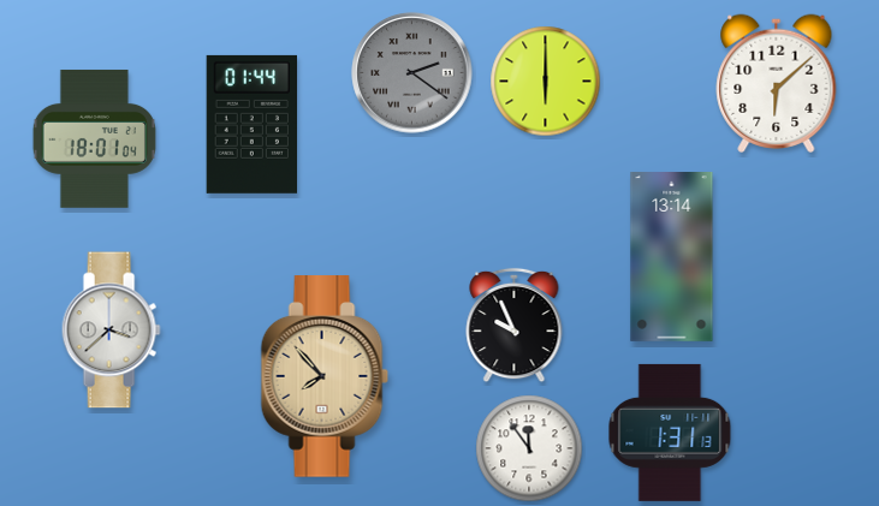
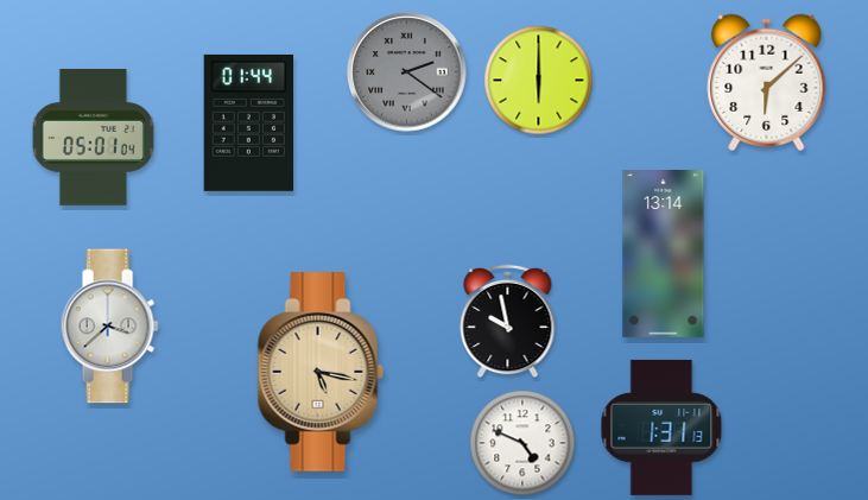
clock at (94, 138): 18:01 -> 05:01
clock at (515, 326): 9:56 -> 9:58
clock at (325, 377): 7:53 -> 5:17
clock at (529, 448): 11:54 -> 4:49
